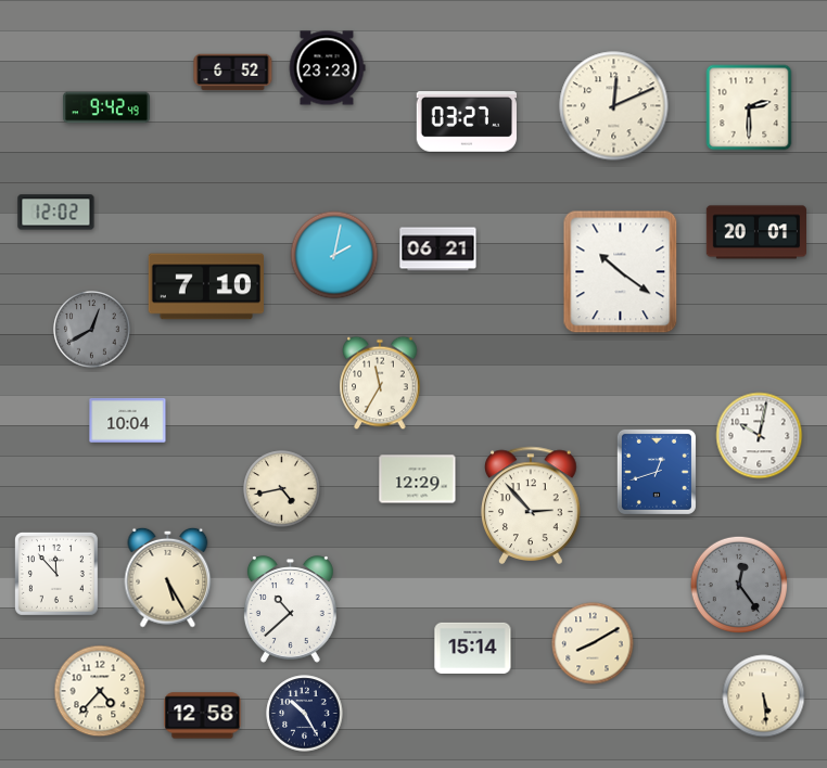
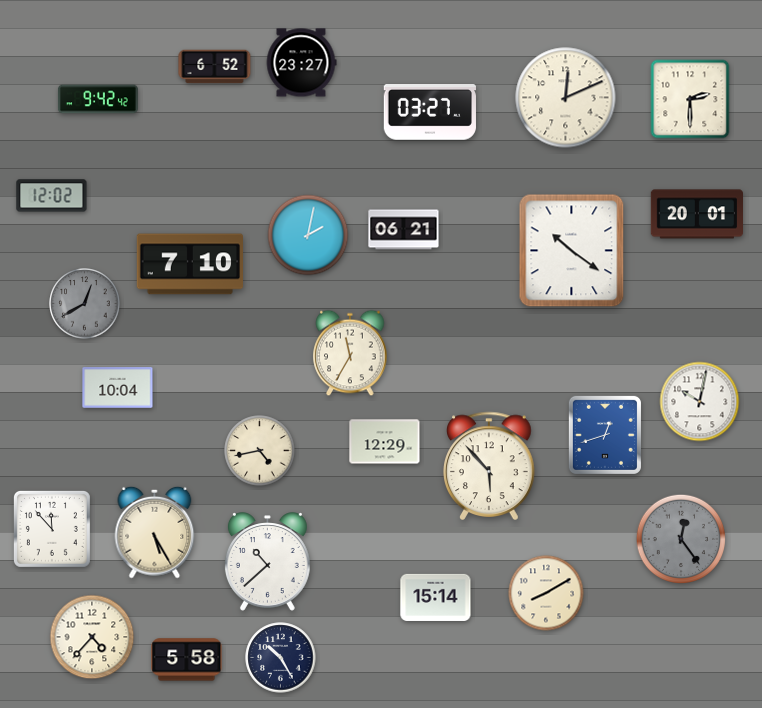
clock at (327, 68): 23:23 -> 23:27
clock at (106, 107): 9:42:49 -> 9:42:42
clock at (531, 504): 2:53 -> 5:53
clock at (764, 696): 5:29 -> none
clock at (203, 716): 12:58 -> 5:58
